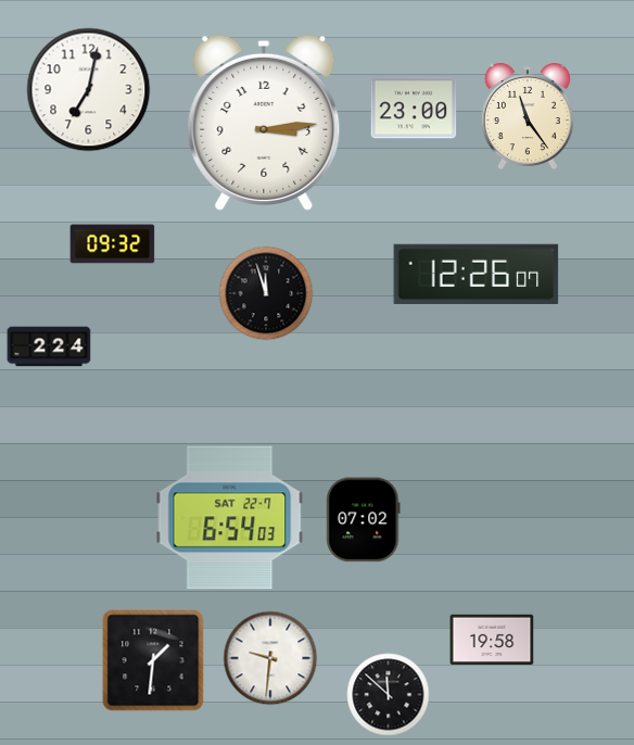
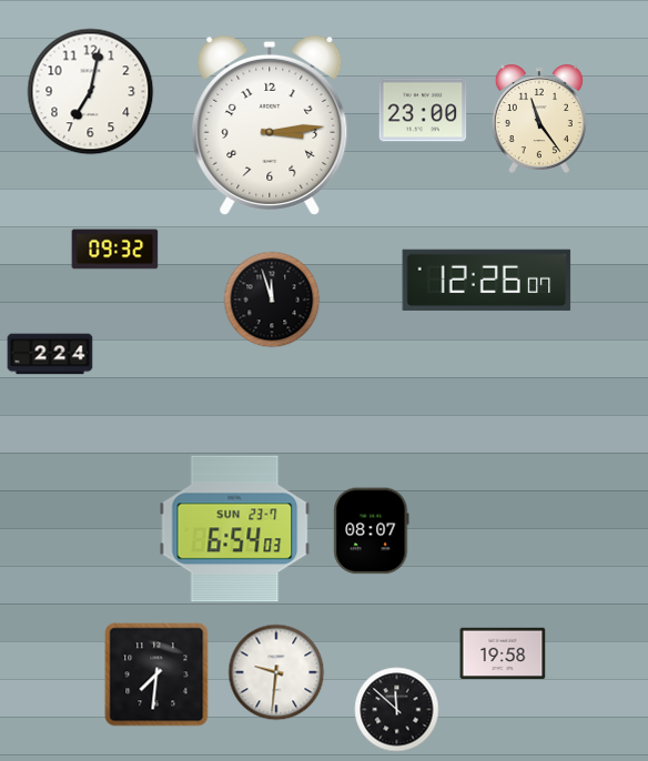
clock at (230, 518) date: SAT 22-7 -> SUN 23-7
clock at (364, 520): 07:02 -> 08:07
clock at (153, 660): 1:31 -> 7:31
